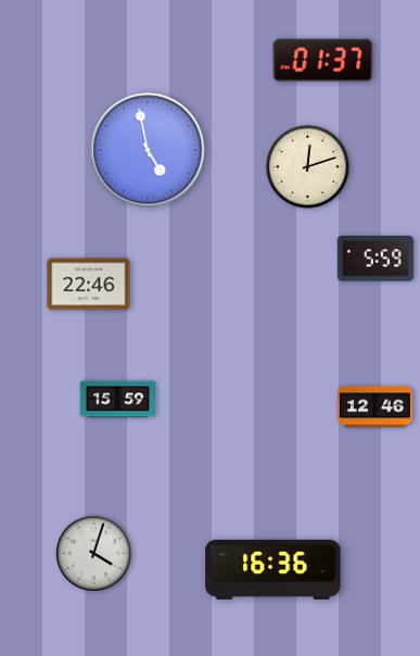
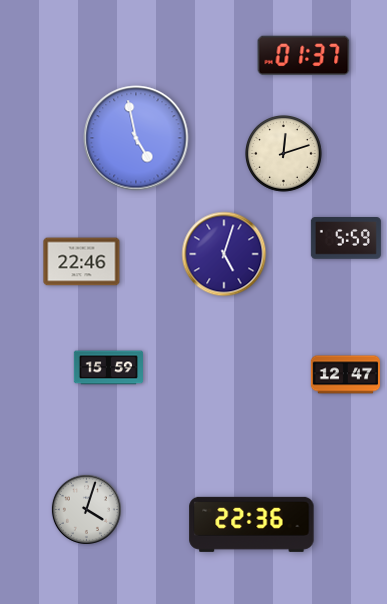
clock at (323, 61) position: (323, 61) -> (304, 56)
clock at (224, 254): none -> 5:03
clock at (376, 407): 12:46 -> 12:47
clock at (273, 569): 16:36 -> 22:36
